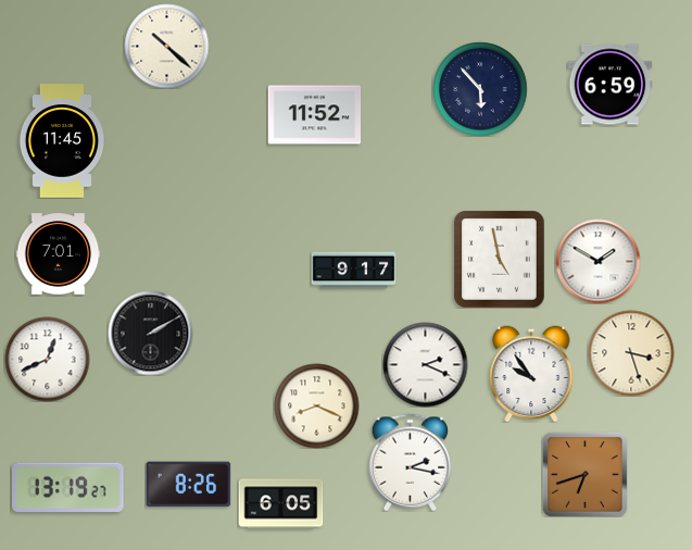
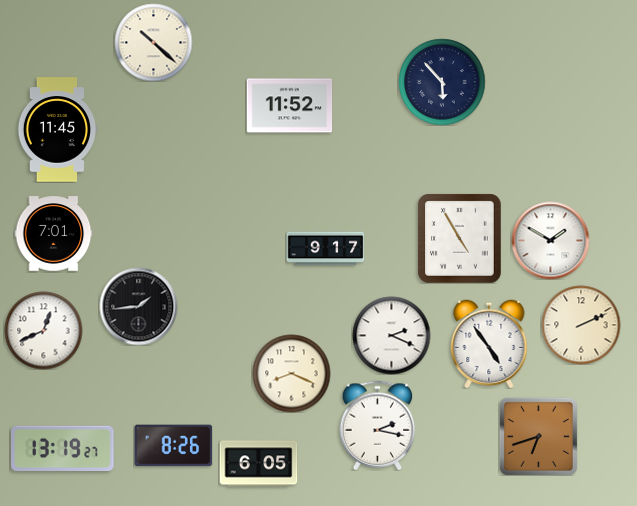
clock at (609, 85): 6:59 -> none
clock at (500, 259): 4:58 -> 4:55
clock at (150, 333): 2:10 -> 1:44
clock at (631, 353): 3:27 -> 2:11
clock at (531, 374): 9:54 -> 4:54
